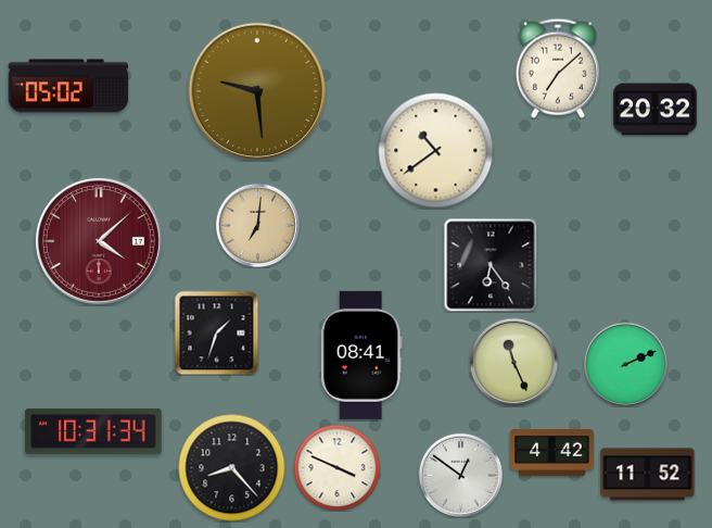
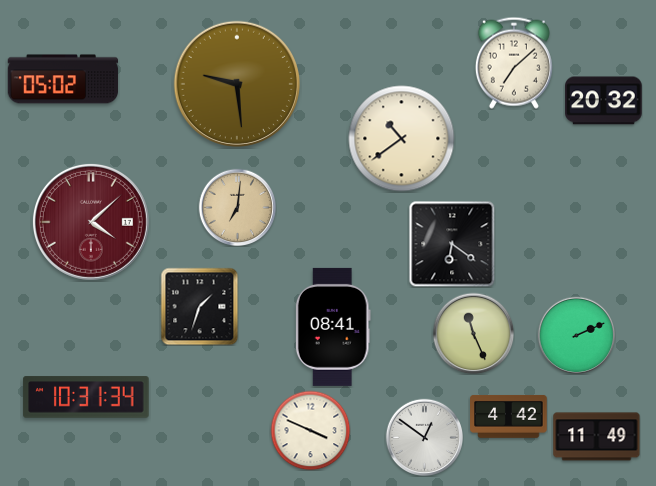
clock at (491, 265): 6:24 -> 6:21
clock at (232, 468): 8:23 -> none
clock at (648, 475): 11:52 -> 11:49
